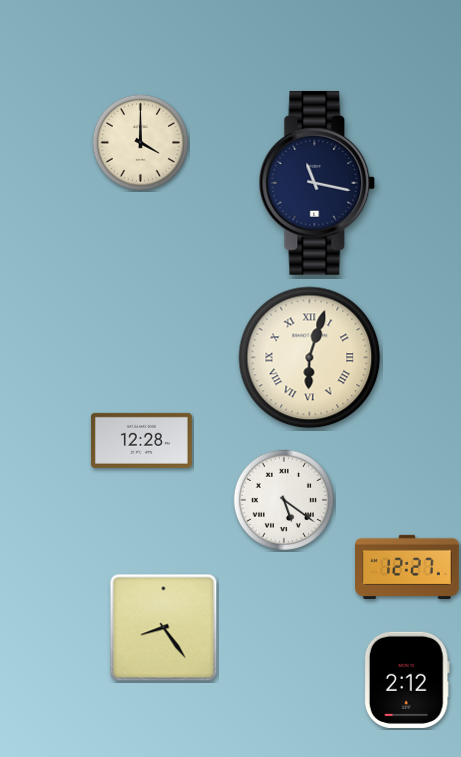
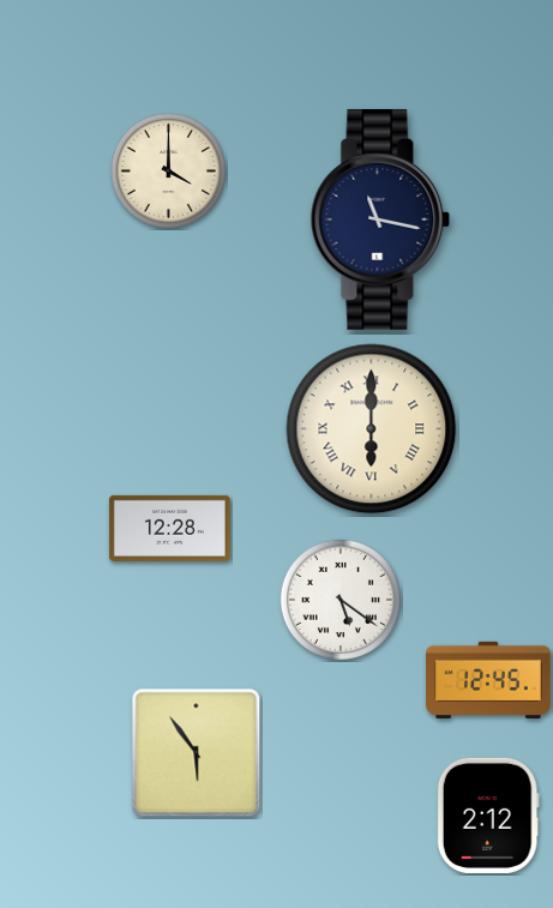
clock at (310, 358): 6:03 -> 6:00
clock at (407, 567): 12:27 -> 12:45
clock at (164, 628): 8:24 -> 5:54
